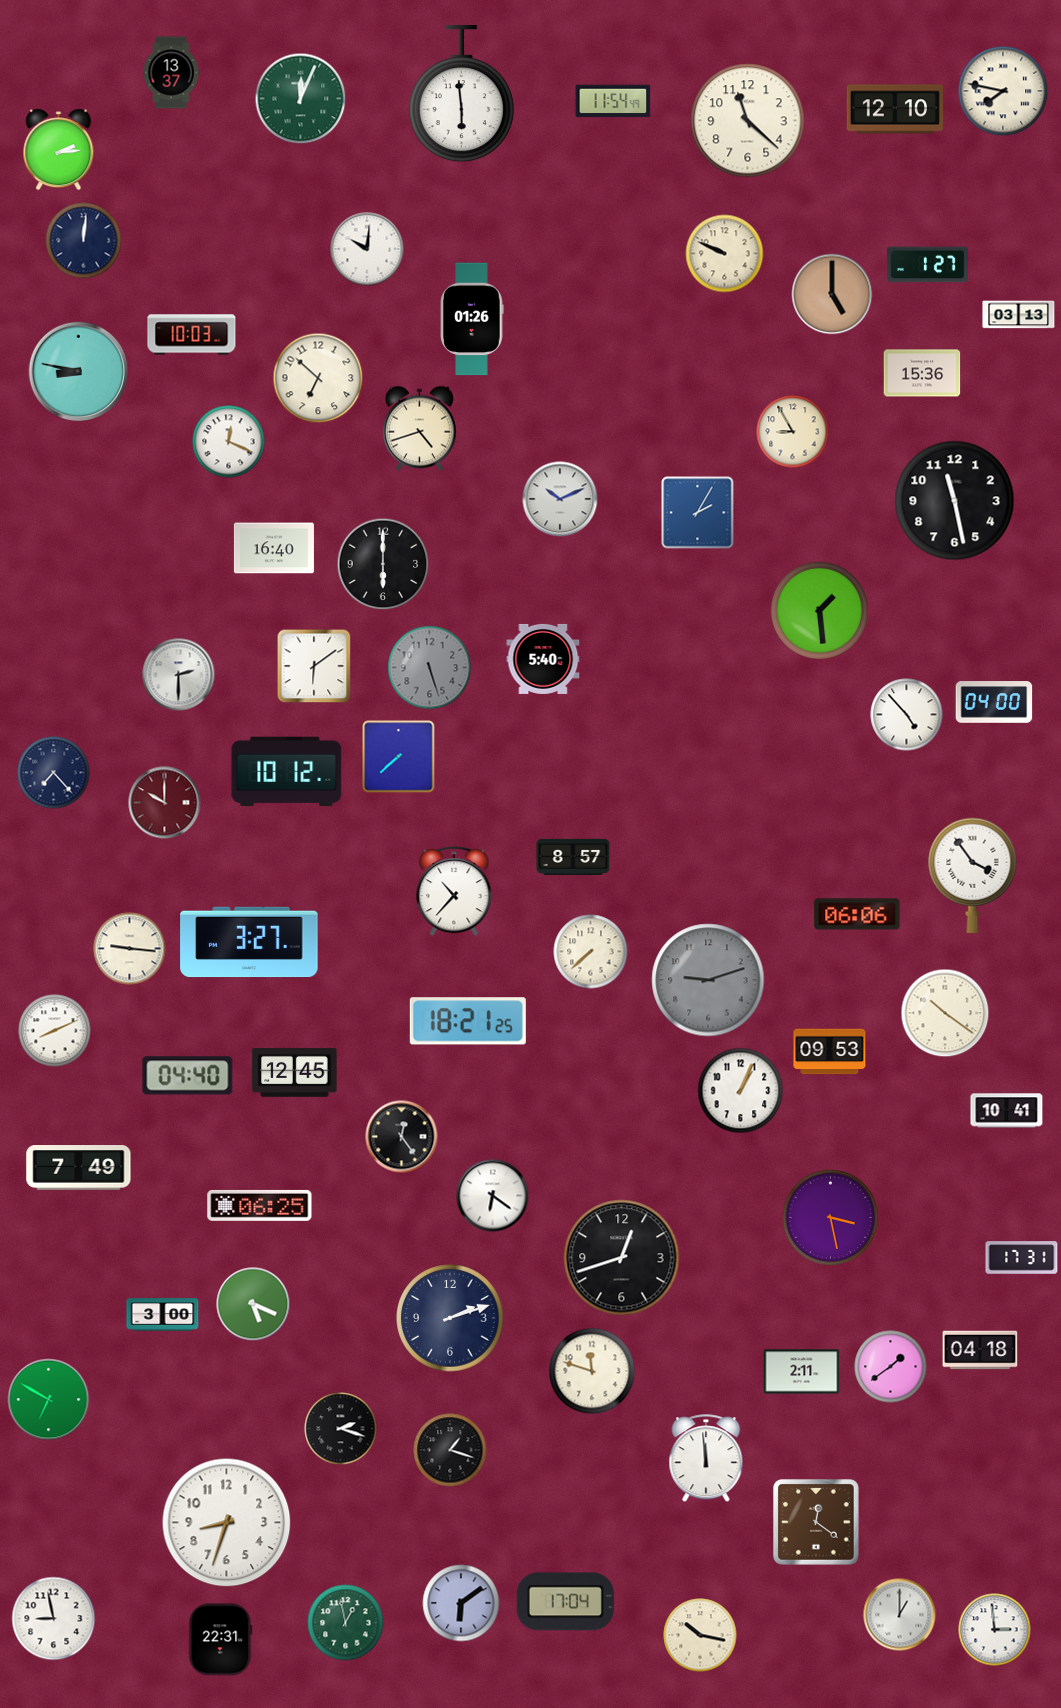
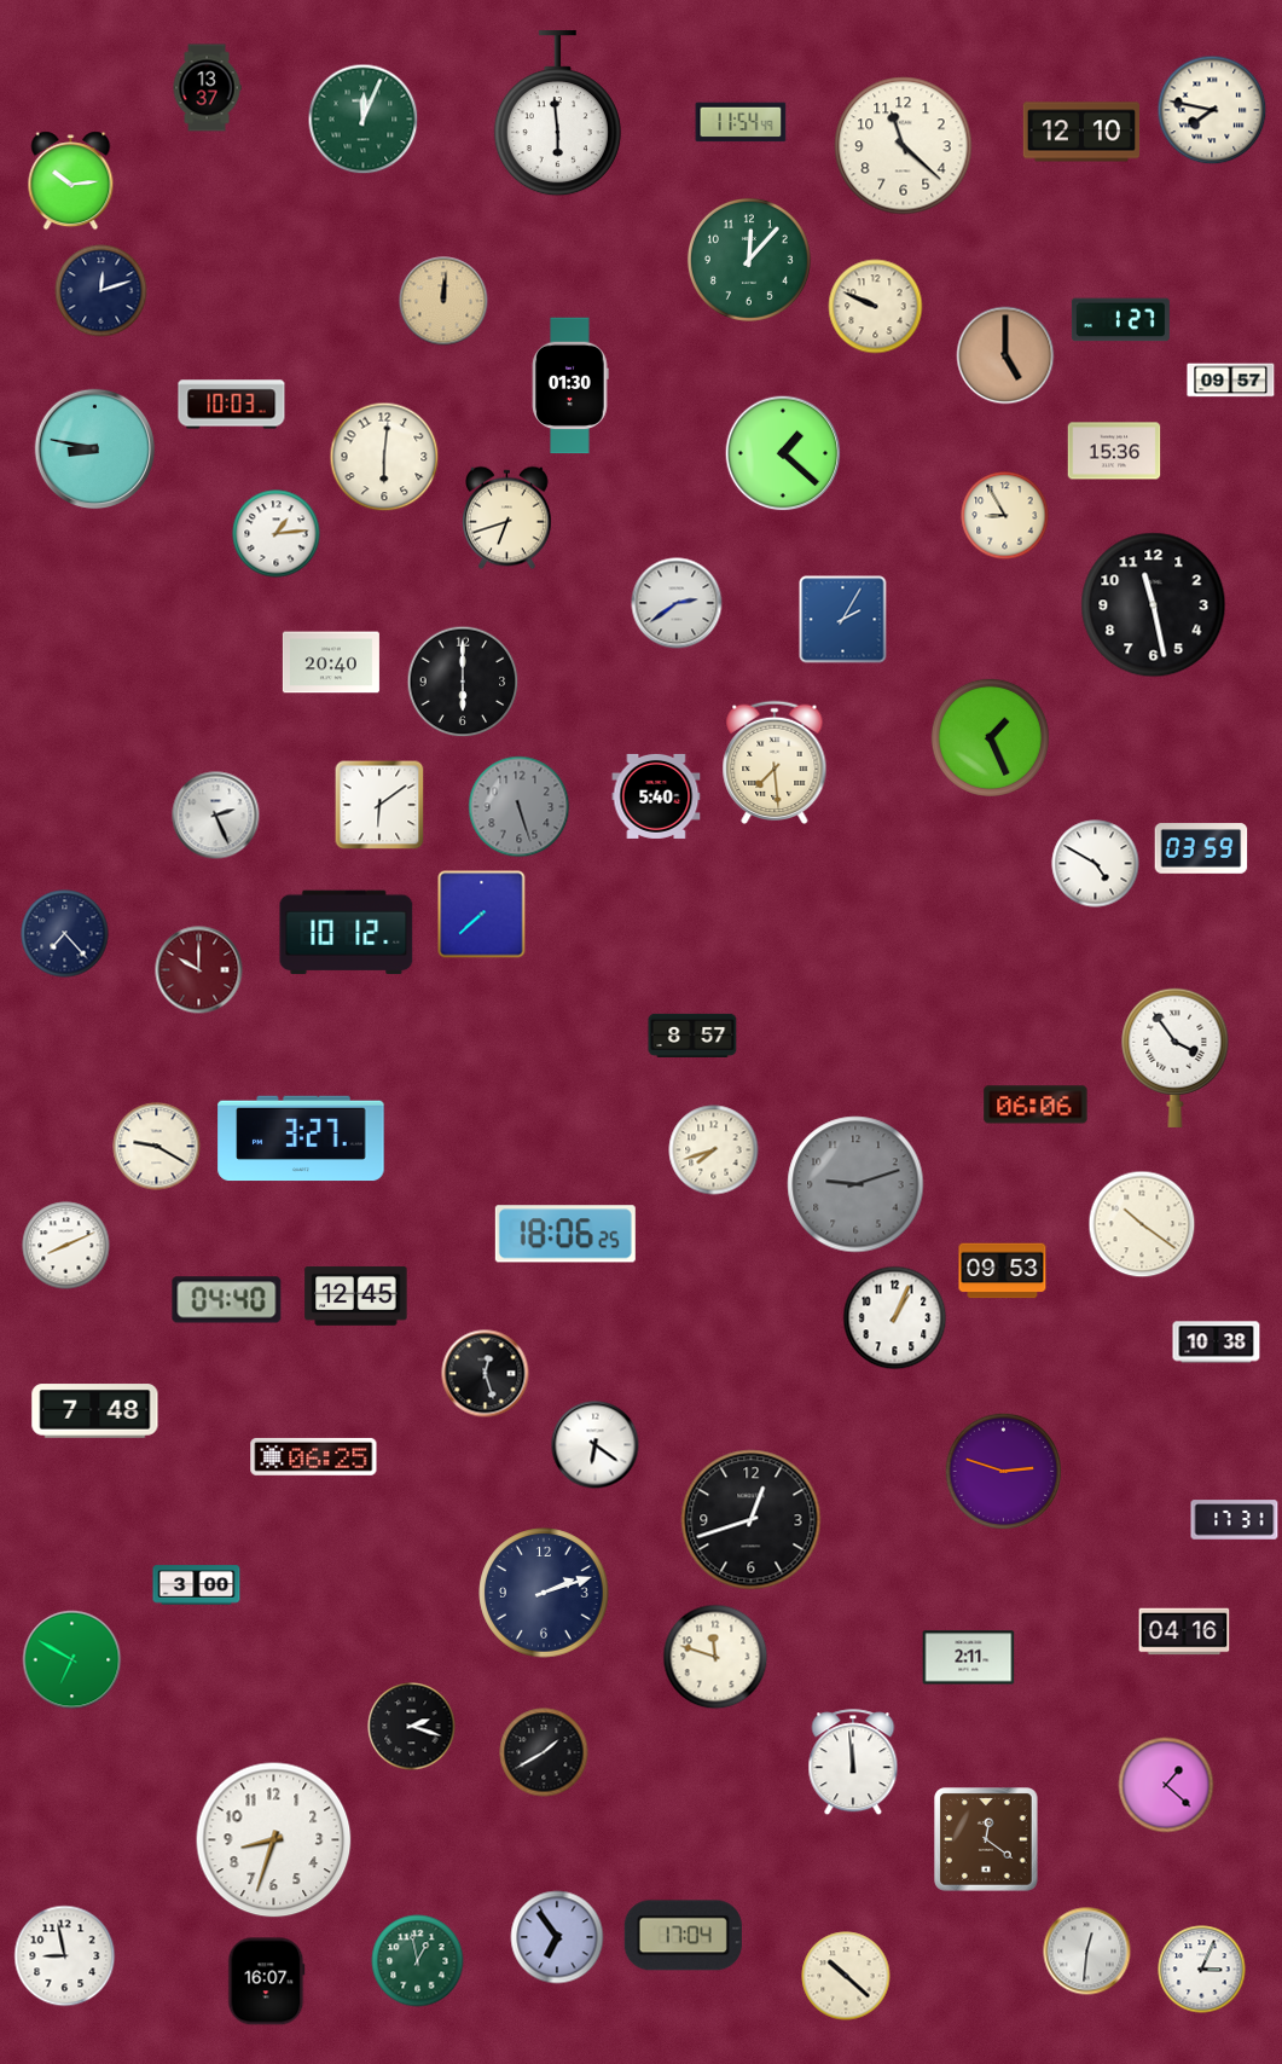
clock at (59, 150): 2:14 -> 10:14
clock at (749, 260): none -> 12:07
clock at (84, 241): 12:01 -> 12:12
clock at (367, 249): 10:01 -> 12:01
clock at (367, 249) dial: white -> champagne
clock at (1019, 315): 03:13 -> 09:57
clock at (472, 319): 01:26 -> 01:30
clock at (783, 453): none -> 1:22
clock at (318, 378): 6:52 -> 6:01
clock at (420, 429): 4:42 -> 6:42
clock at (793, 432) position: (793, 432) -> (1005, 516)
clock at (229, 442): 12:19 -> 1:14
clock at (560, 499): 10:11 -> 2:39
clock at (274, 548): 16:40 -> 20:40
clock at (819, 610): 1:29 -> 1:26
clock at (775, 761): none -> 7:29
clock at (179, 675): 2:30 -> 2:26
clock at (994, 702): 04:00 -> 03:59
clock at (907, 715): 4:53 -> 4:50
clock at (454, 892): 10:37 -> none
clock at (130, 949): 9:16 -> 9:20
clock at (591, 952): 7:38 -> 7:42
clock at (468, 1021): 18:21 -> 18:06
clock at (1007, 1111): 10:41 -> 10:38
clock at (402, 1137): 12:24 -> 12:27
clock at (79, 1168): 7:49 -> 7:48
clock at (831, 1217): 3:28 -> 2:48
clock at (253, 1304): 5:19 -> none
clock at (163, 1315) position: (163, 1315) -> (197, 1585)
clock at (980, 1350): 04:18 -> 04:16
clock at (891, 1367): 1:39 -> none
clock at (49, 1400) position: (49, 1400) -> (72, 1660)
clock at (450, 1450): 1:18 -> 1:40
clock at (1166, 1785): none -> 1:22
clock at (461, 1603): 6:09 -> 6:54
clock at (900, 1615): 1:00 -> 12:31
clock at (995, 1630): 2:59 -> 3:04
clock at (700, 1635): 10:17 -> 10:22
clock at (221, 1640): 22:31 -> 16:07
